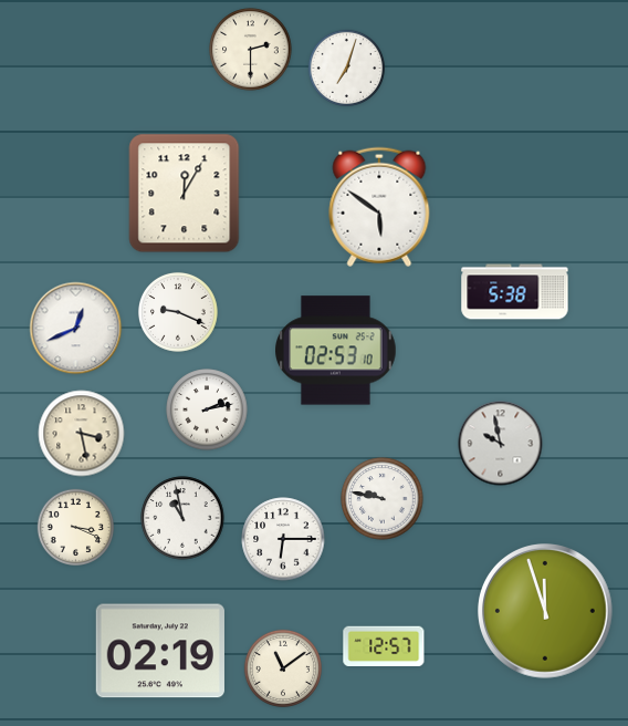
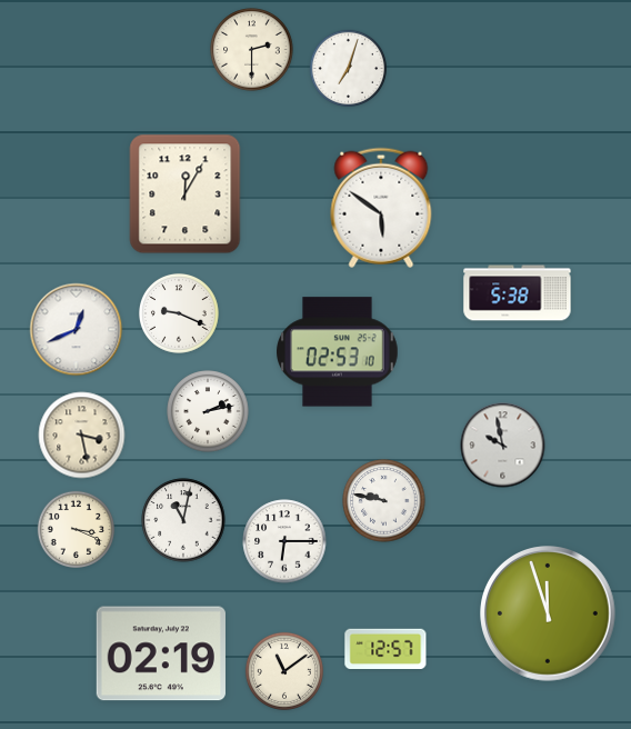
clock at (182, 518): 10:58 -> 11:02
